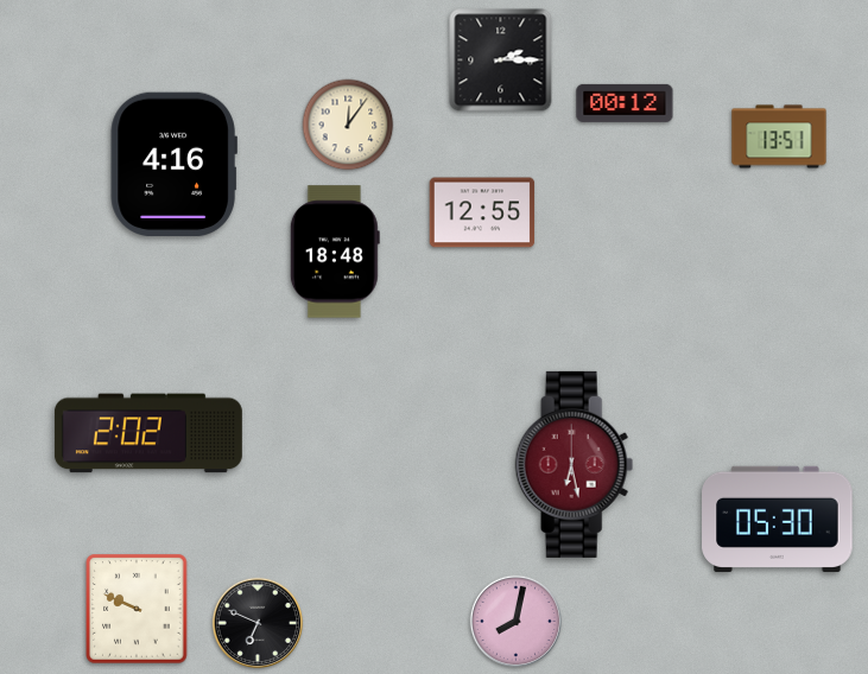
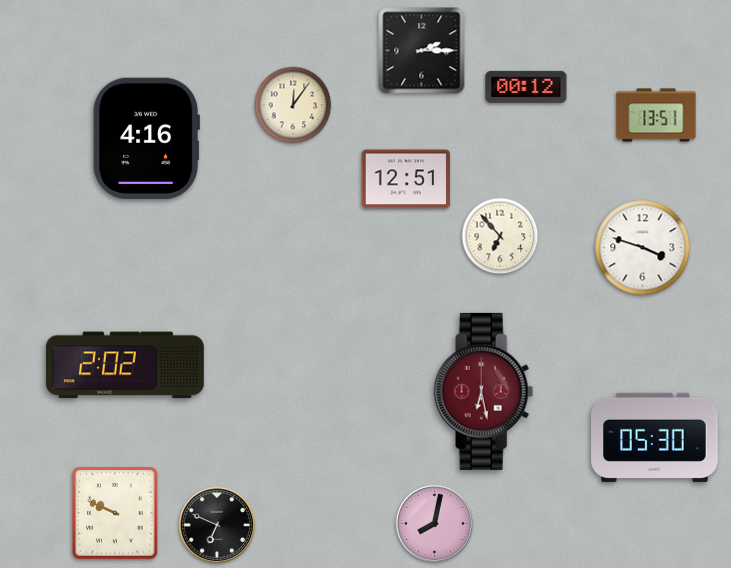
clock at (482, 212): 12:55 -> 12:51
clock at (335, 252): 18:48 -> none
clock at (500, 236): none -> 6:53
clock at (643, 248): none -> 3:48
